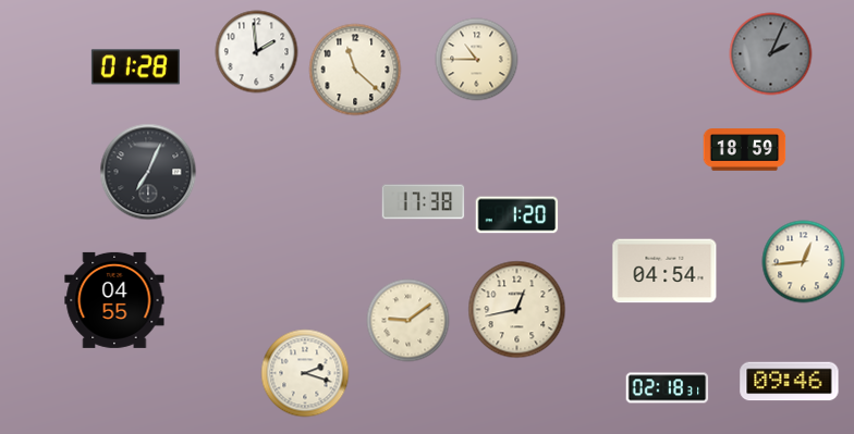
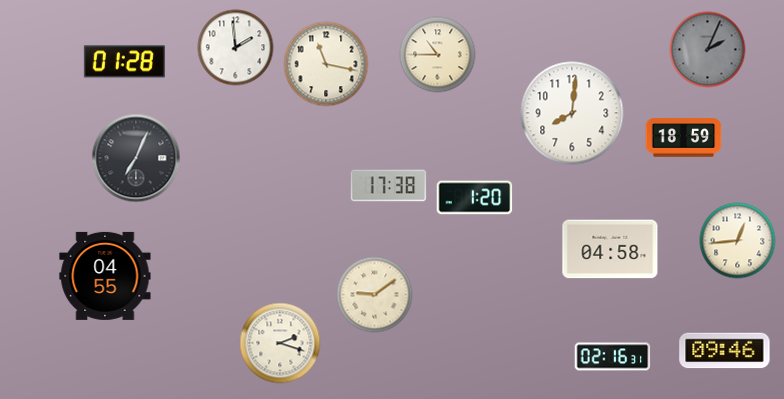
clock at (355, 70): 11:22 -> 11:17
clock at (572, 113): none -> 8:01
clock at (664, 271): 04:54 -> 04:58
clock at (517, 310): 12:43 -> none
clock at (668, 388): 02:18 -> 02:16
